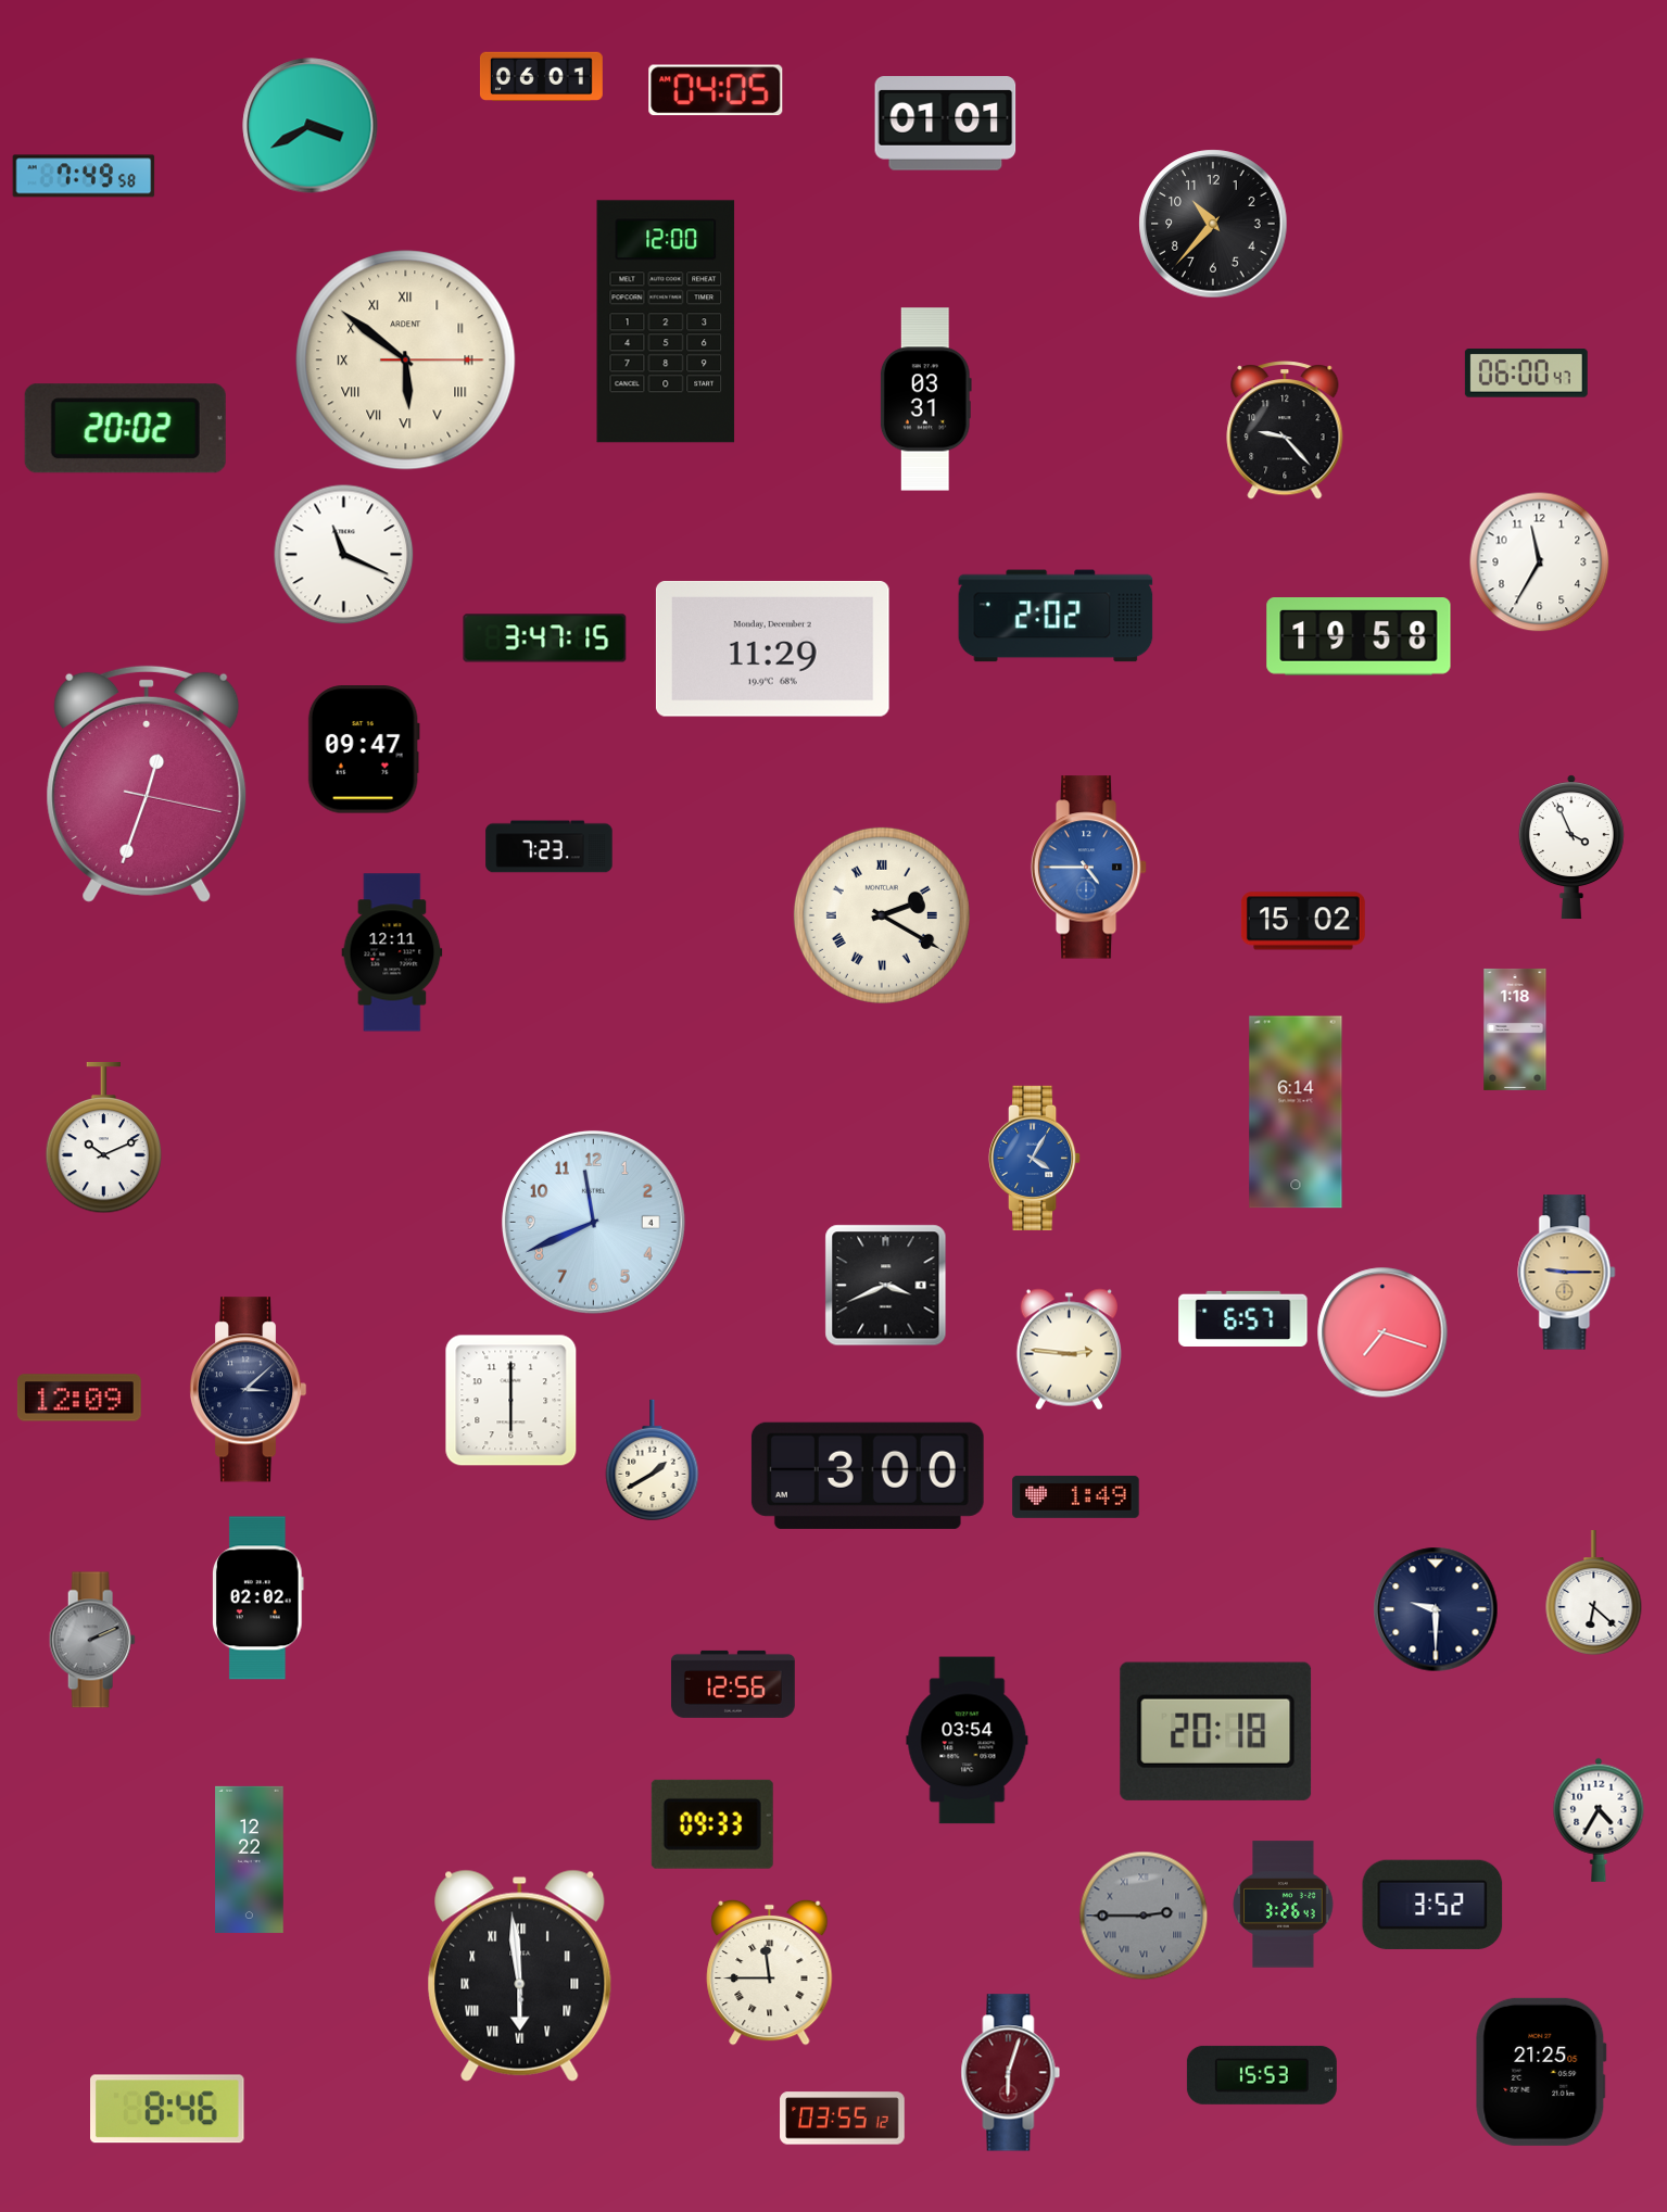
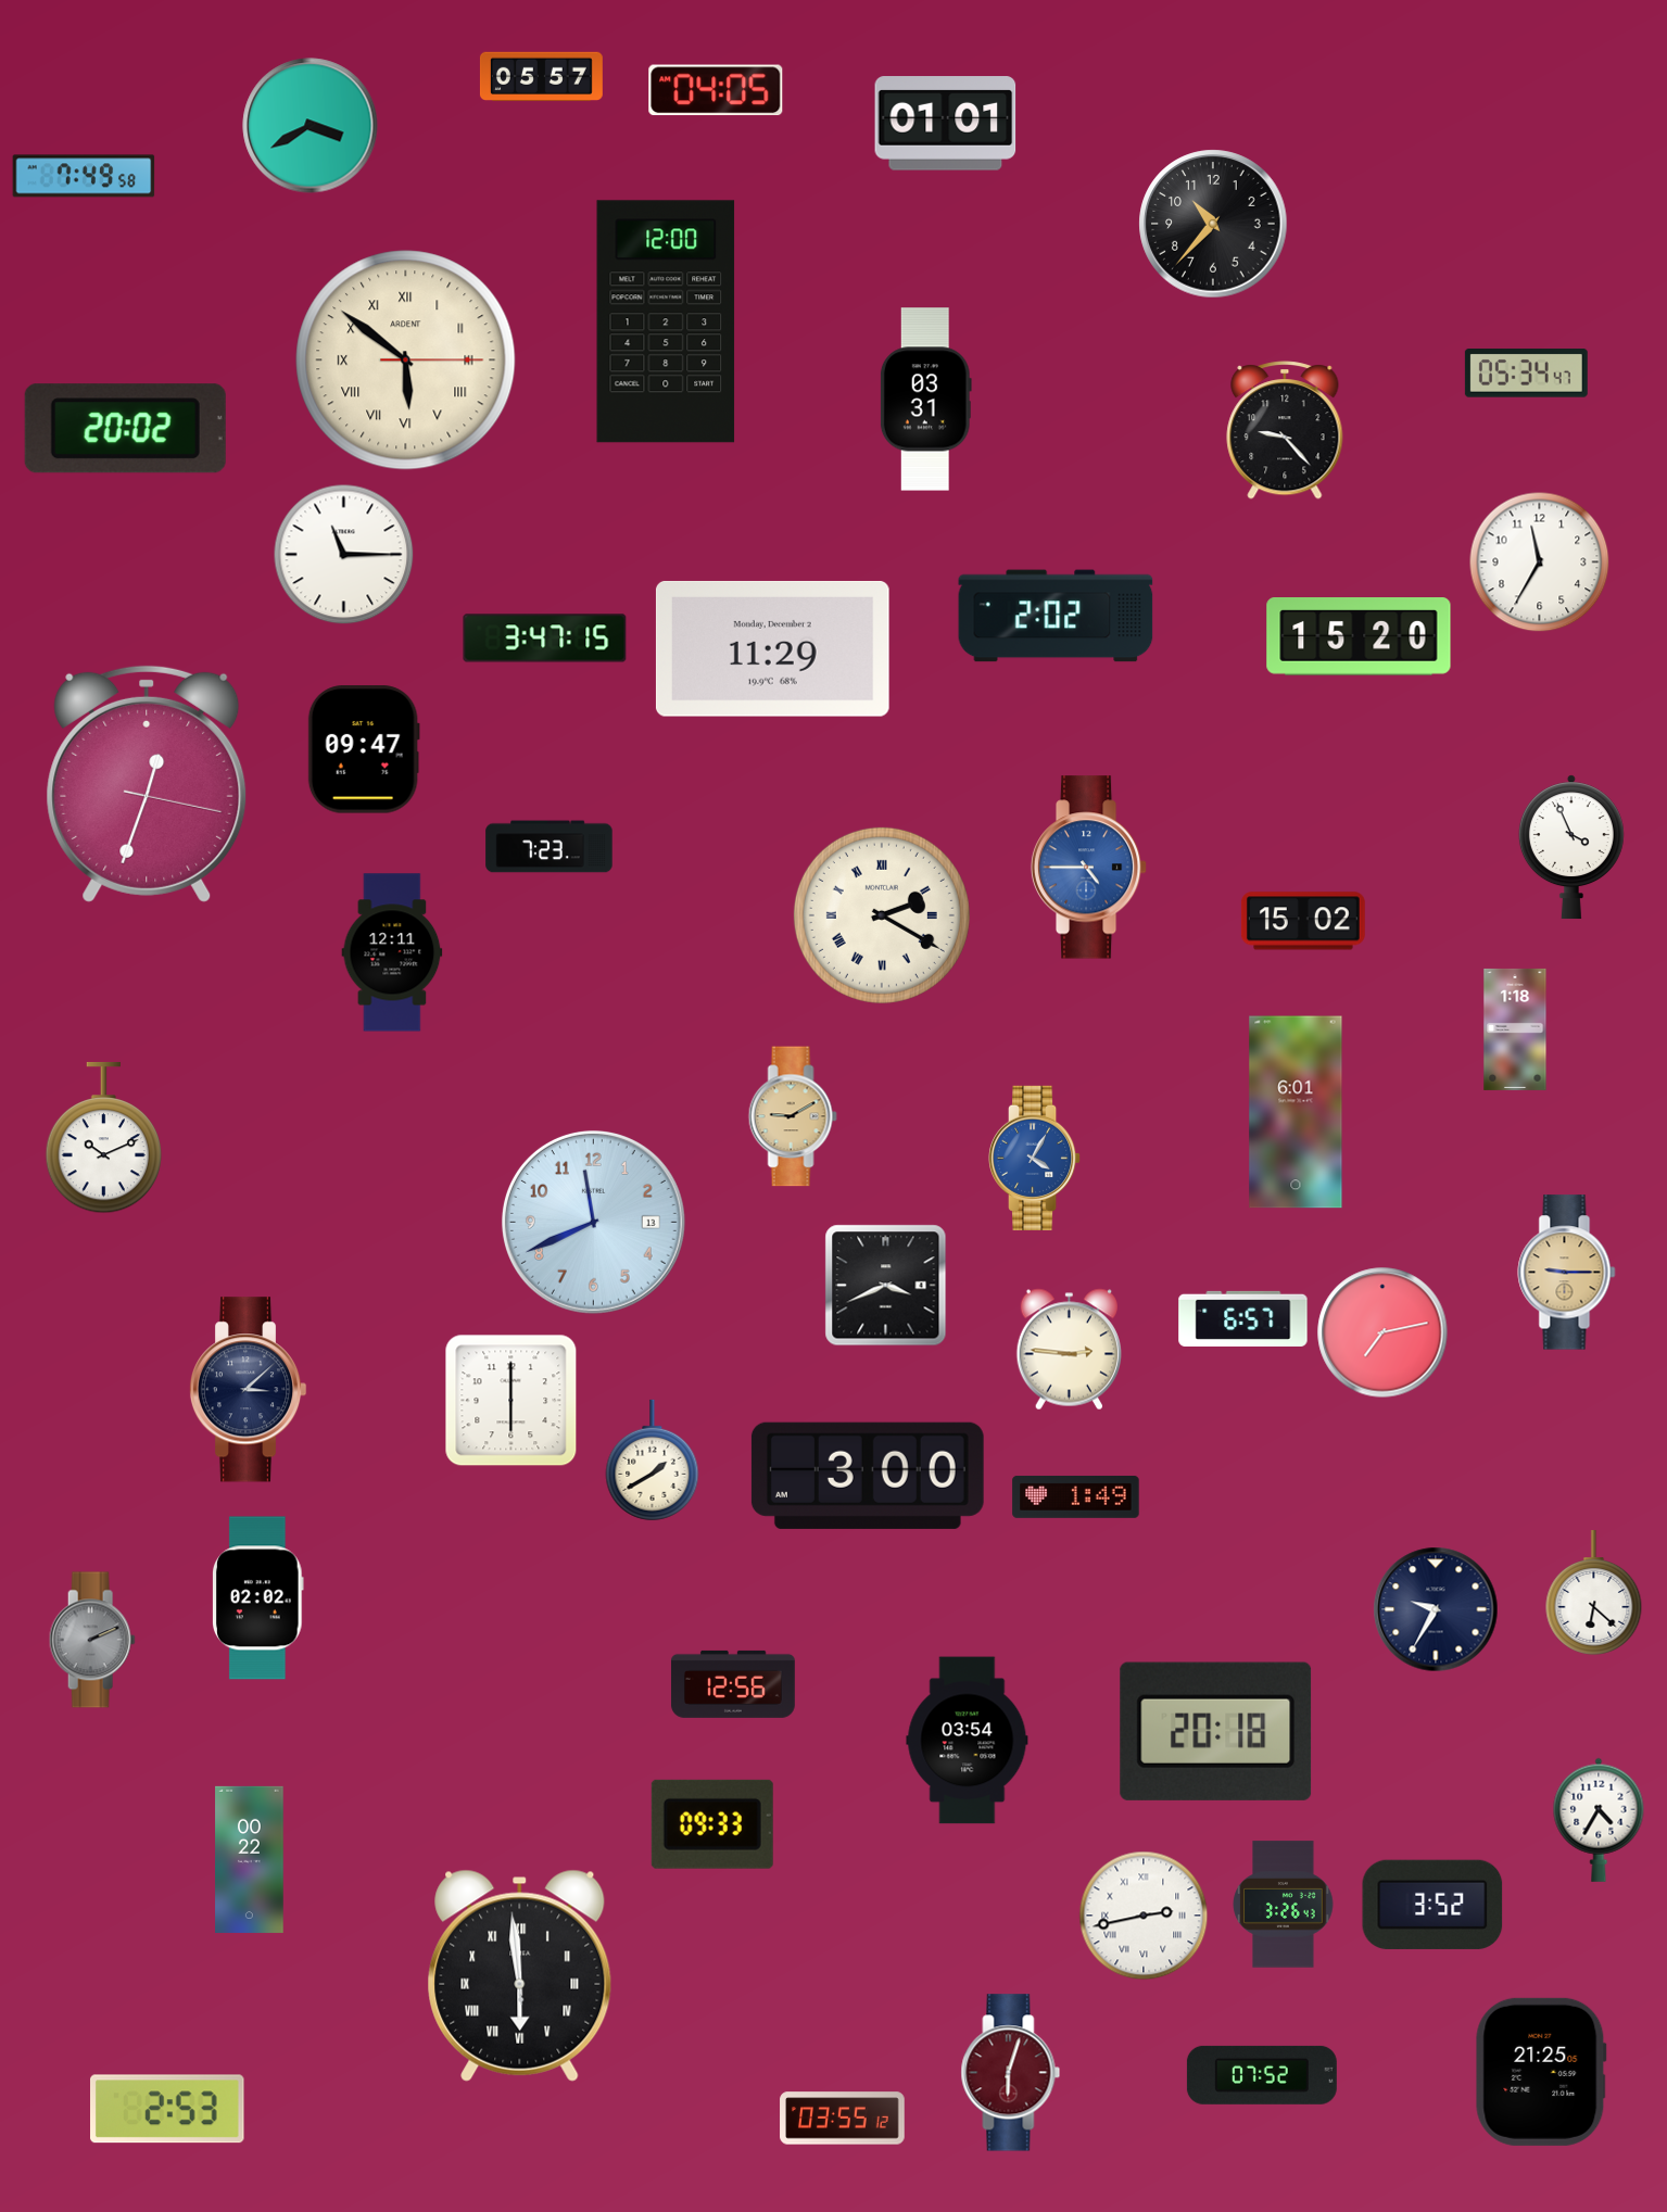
clock at (541, 76): 06:01 -> 05:57
clock at (1526, 374): 06:00 -> 05:34
clock at (344, 555): 11:19 -> 11:15
clock at (1359, 637): 19:58 -> 15:20
clock at (1296, 1112): 6:14 -> 6:01
clock at (793, 1116): none -> 9:10
clock at (593, 1222) date: 4 -> 13
clock at (1382, 1332): 7:18 -> 7:13
clock at (79, 1398): 12:09 -> none
clock at (1436, 1609): 9:30 -> 9:35
clock at (250, 1859): 12:22 -> 00:22
clock at (1144, 1916): 2:45 -> 2:43
clock at (1144, 1916) dial: grey -> white
clock at (770, 1972): 11:45 -> none
clock at (1262, 2075): 15:53 -> 07:52
clock at (168, 2109): 8:46 -> 2:53
